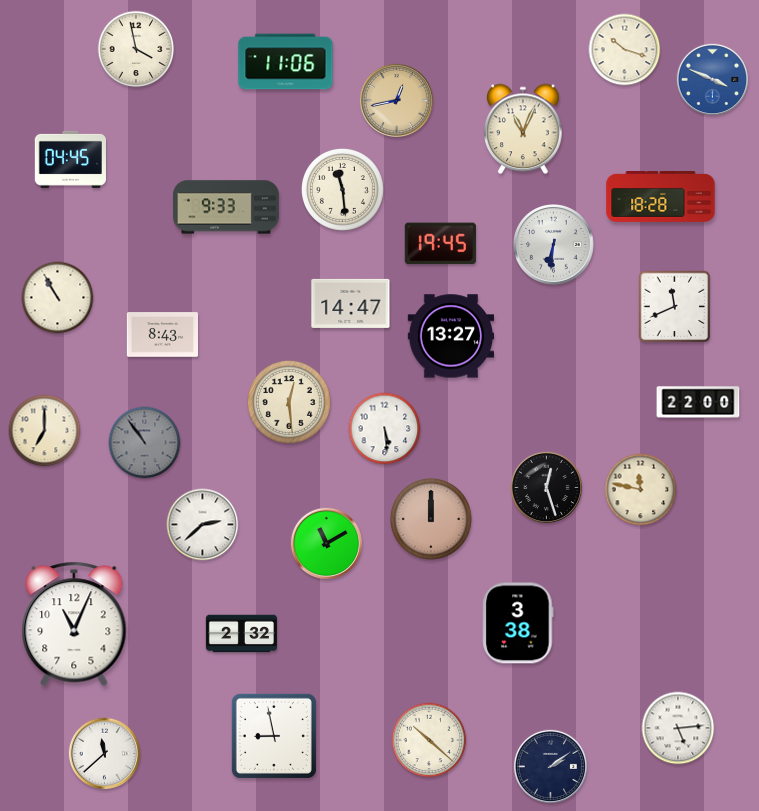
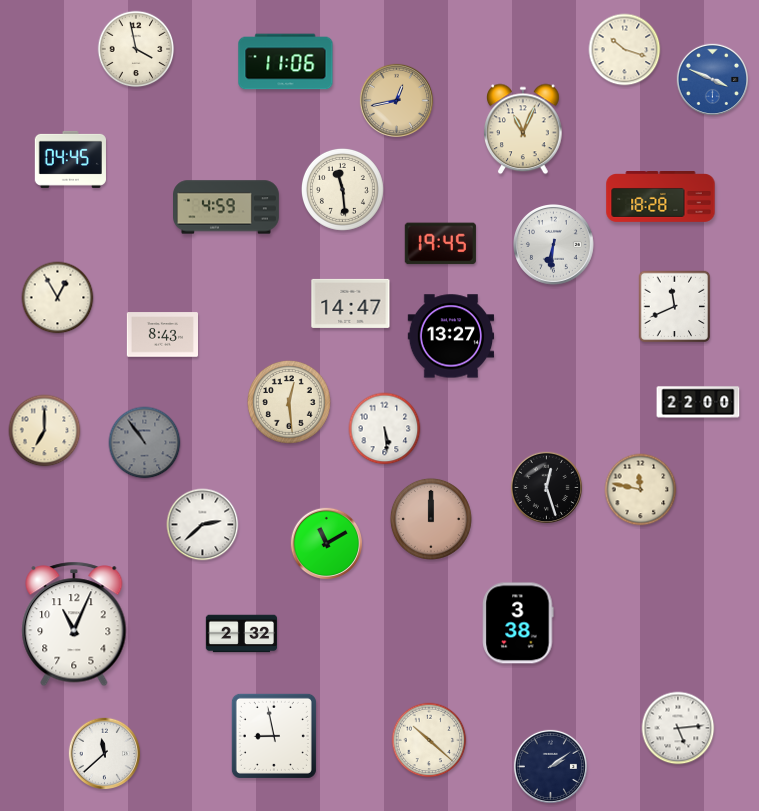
clock at (226, 207): 9:33 -> 4:59
clock at (58, 298): 10:55 -> 12:55
